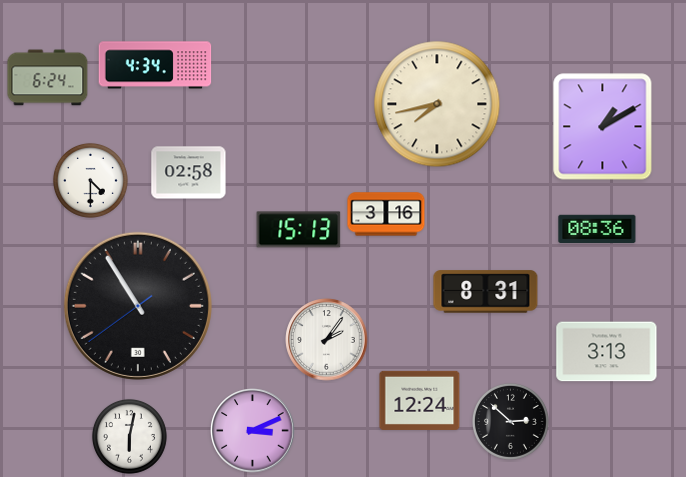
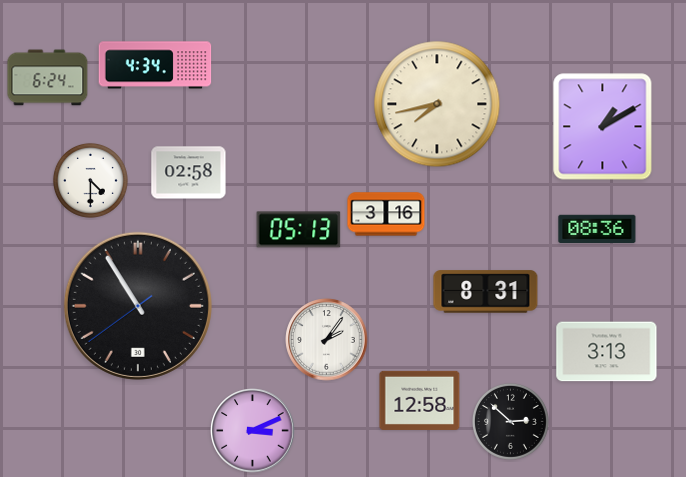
clock at (299, 230): 15:13 -> 05:13
clock at (420, 400): 12:24 -> 12:58
clock at (129, 436): 6:02 -> none
